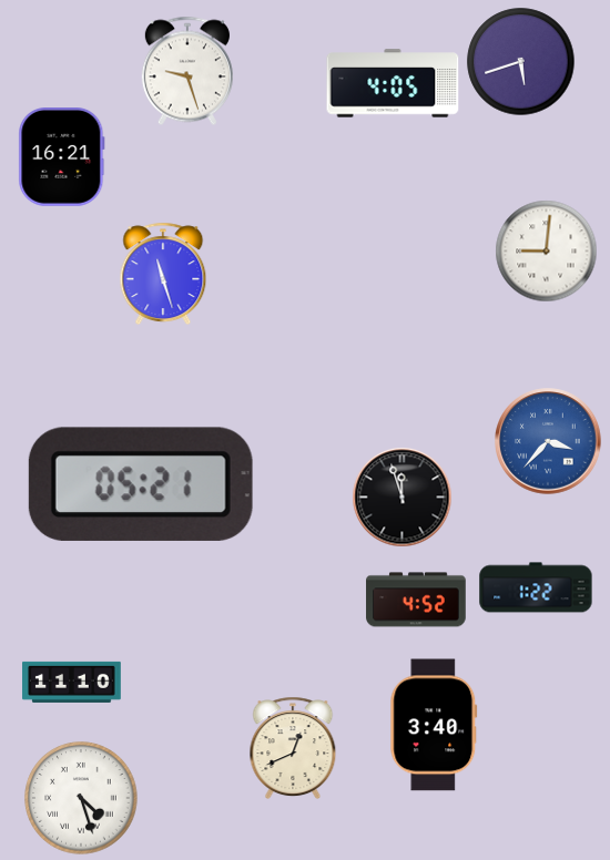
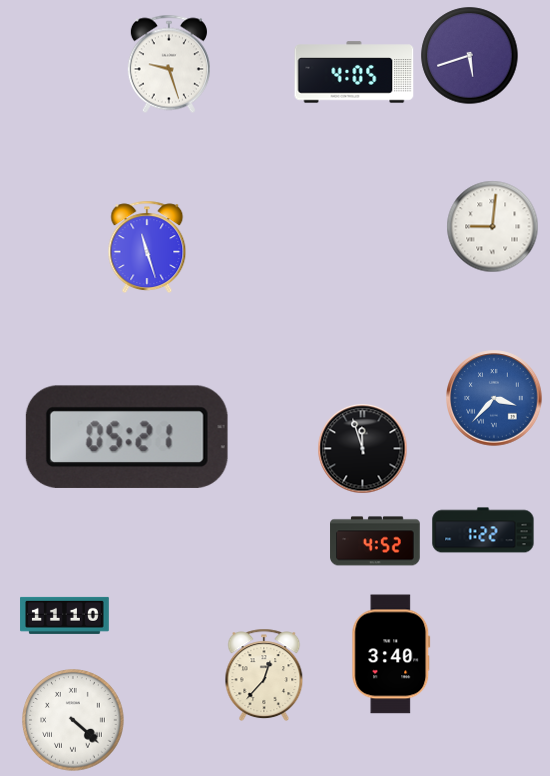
clock at (393, 83) position: (393, 83) -> (354, 72)
clock at (62, 157): 16:21 -> none
clock at (293, 747): 12:41 -> 12:37
clock at (81, 798): 4:27 -> 4:22
